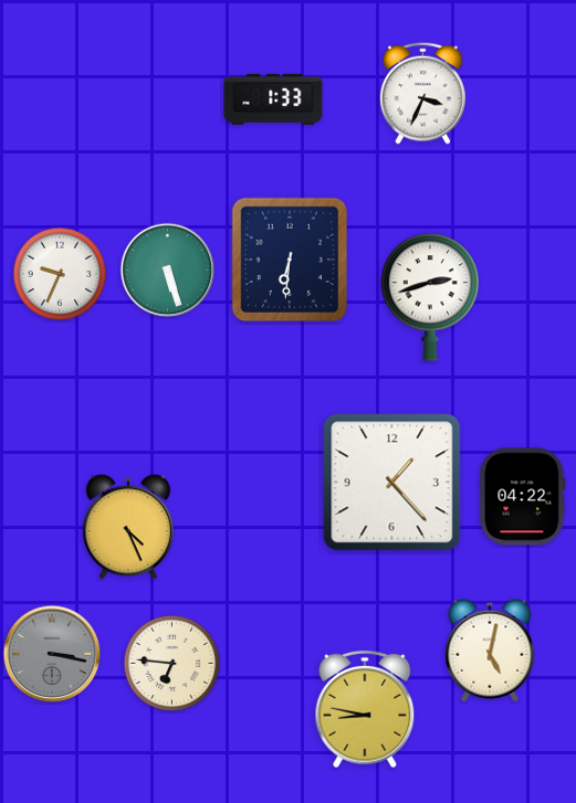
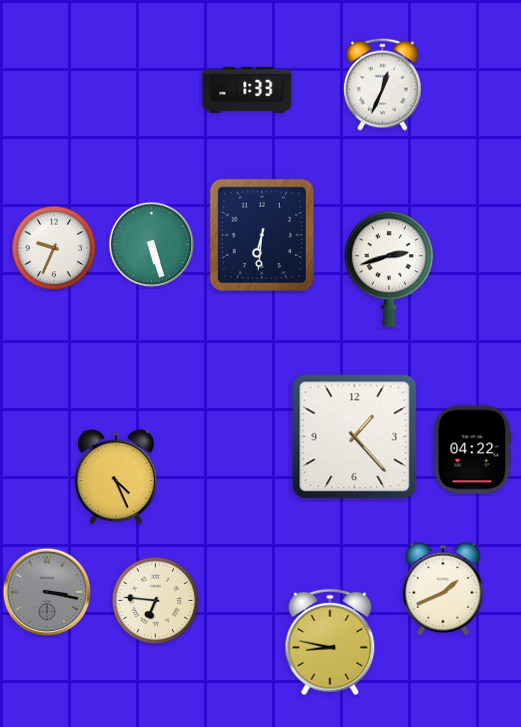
clock at (422, 93): 3:34 -> 12:34
clock at (490, 651): 5:02 -> 1:41
